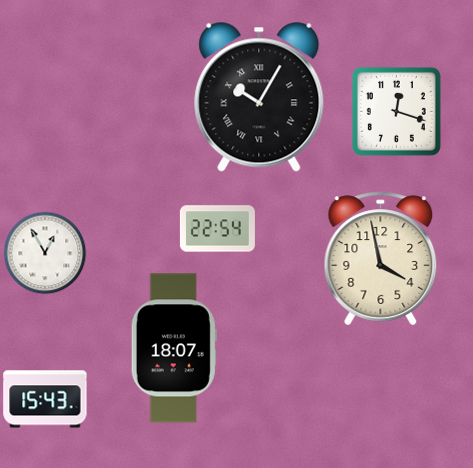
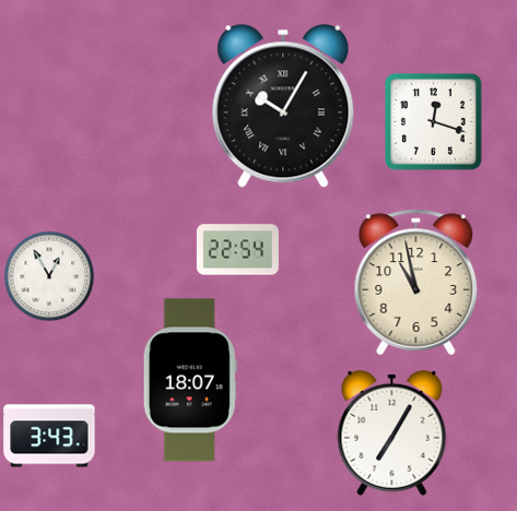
clock at (381, 259): 3:58 -> 10:58
clock at (392, 432): none -> 7:05
clock at (45, 399): 15:43 -> 3:43
